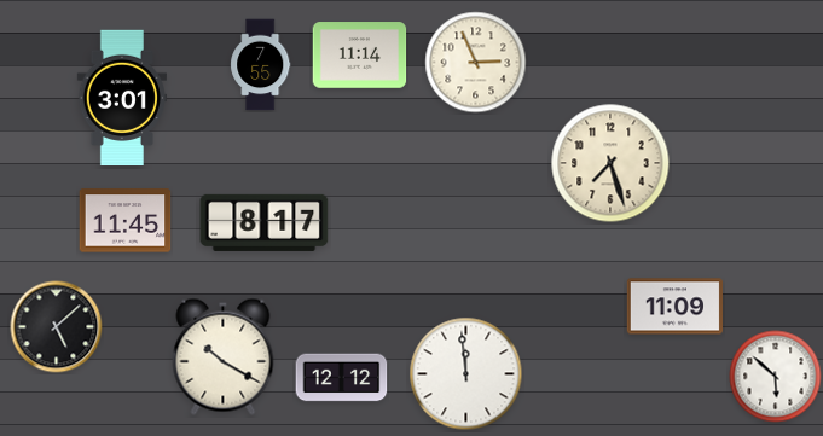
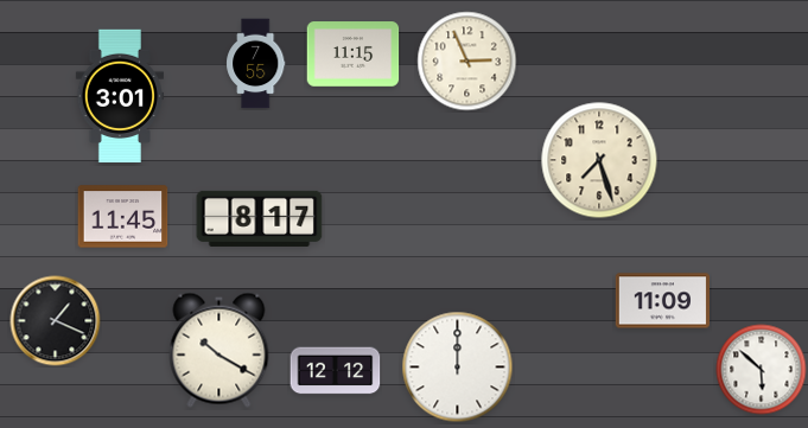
clock at (360, 56): 11:14 -> 11:15
clock at (57, 327): 5:08 -> 1:19
clock at (466, 374): 11:59 -> 12:00
